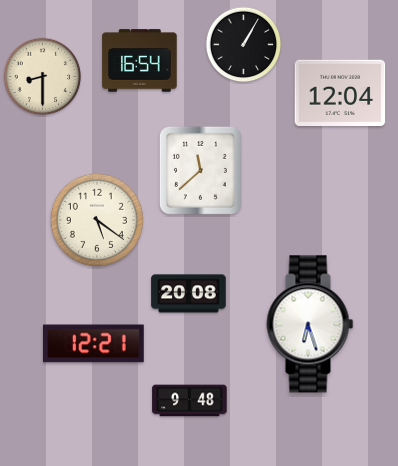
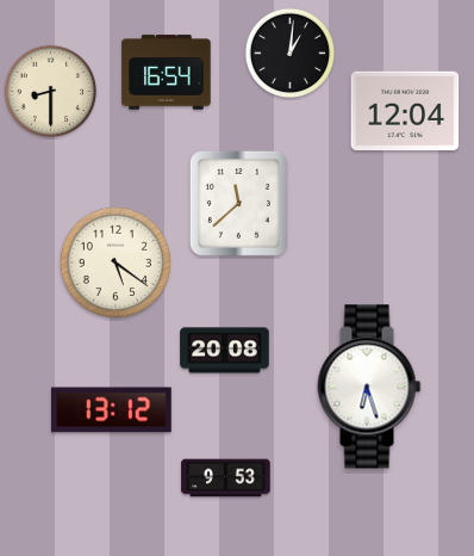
clock at (244, 45): 1:05 -> 1:01
clock at (94, 344): 12:21 -> 13:12
clock at (190, 401): 9:48 -> 9:53
